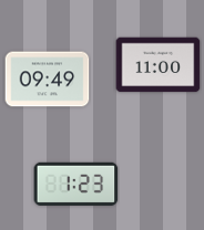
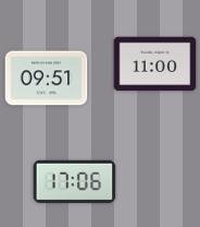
clock at (48, 80): 09:49 -> 09:51
clock at (76, 184): 1:23 -> 17:06
